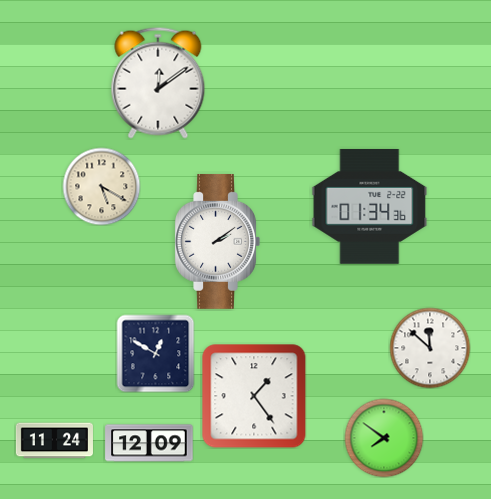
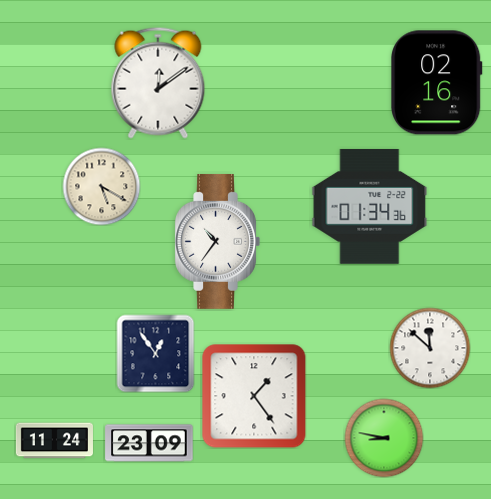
clock at (437, 83): none -> 02:16
clock at (217, 241): 2:09 -> 10:36
clock at (155, 353): 12:50 -> 12:54
clock at (384, 438): 7:51 -> 8:47
clock at (149, 443): 12:09 -> 23:09
